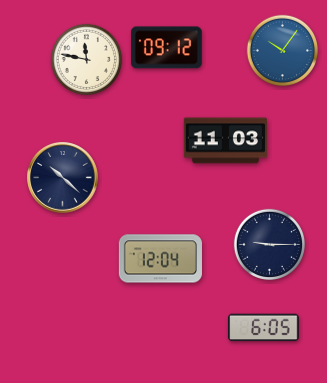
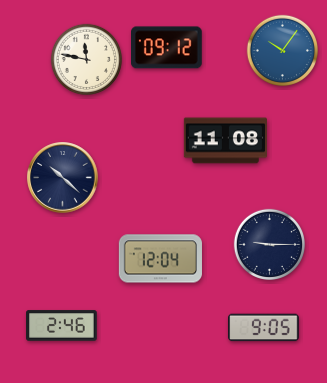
clock at (225, 141): 11:03 -> 11:08
clock at (62, 326): none -> 2:46
clock at (264, 328): 6:05 -> 9:05
